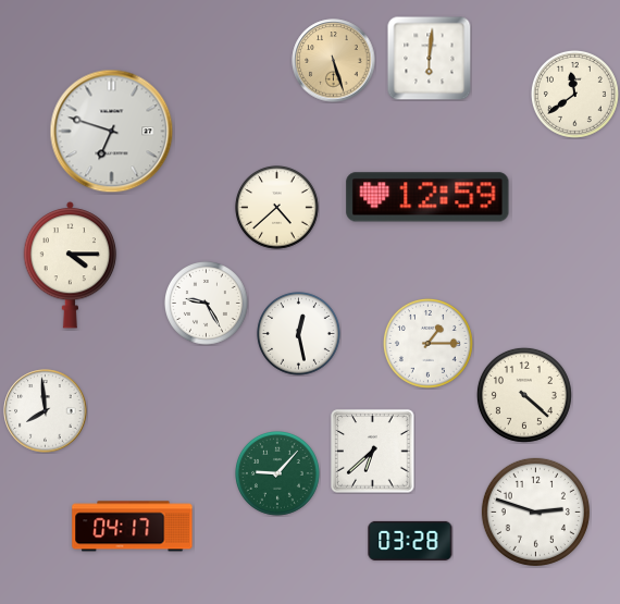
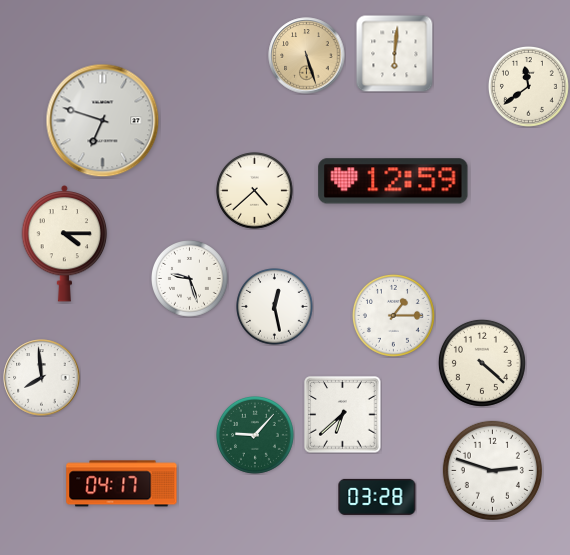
clock at (207, 304): 9:25 -> 9:27
